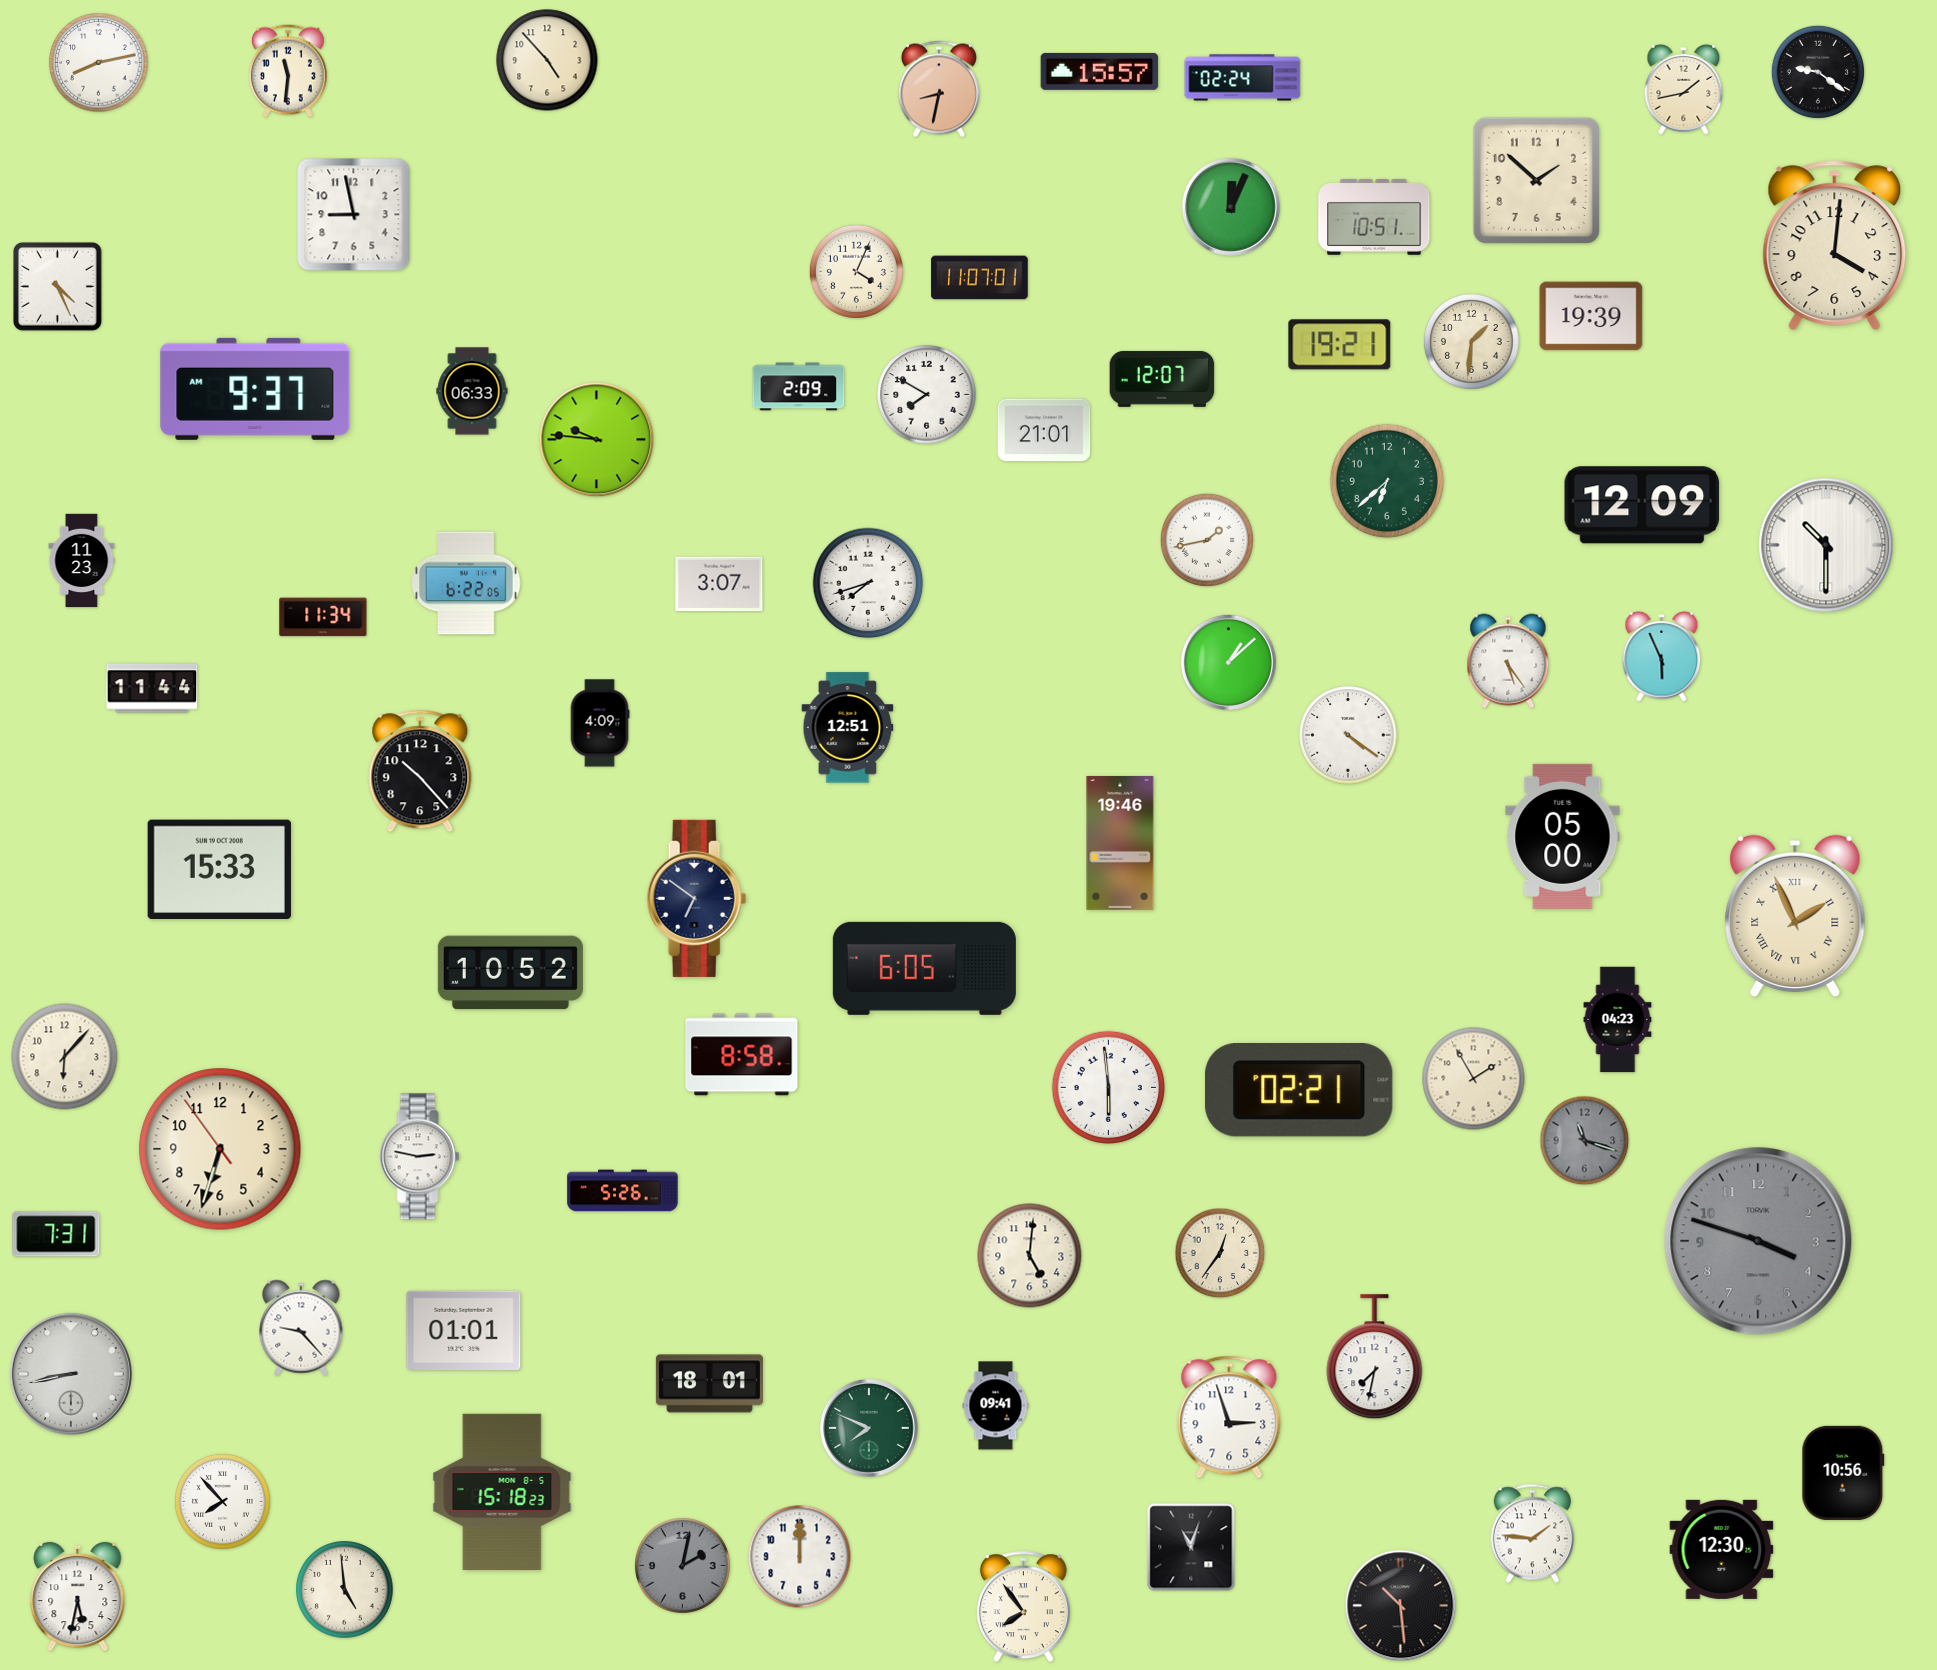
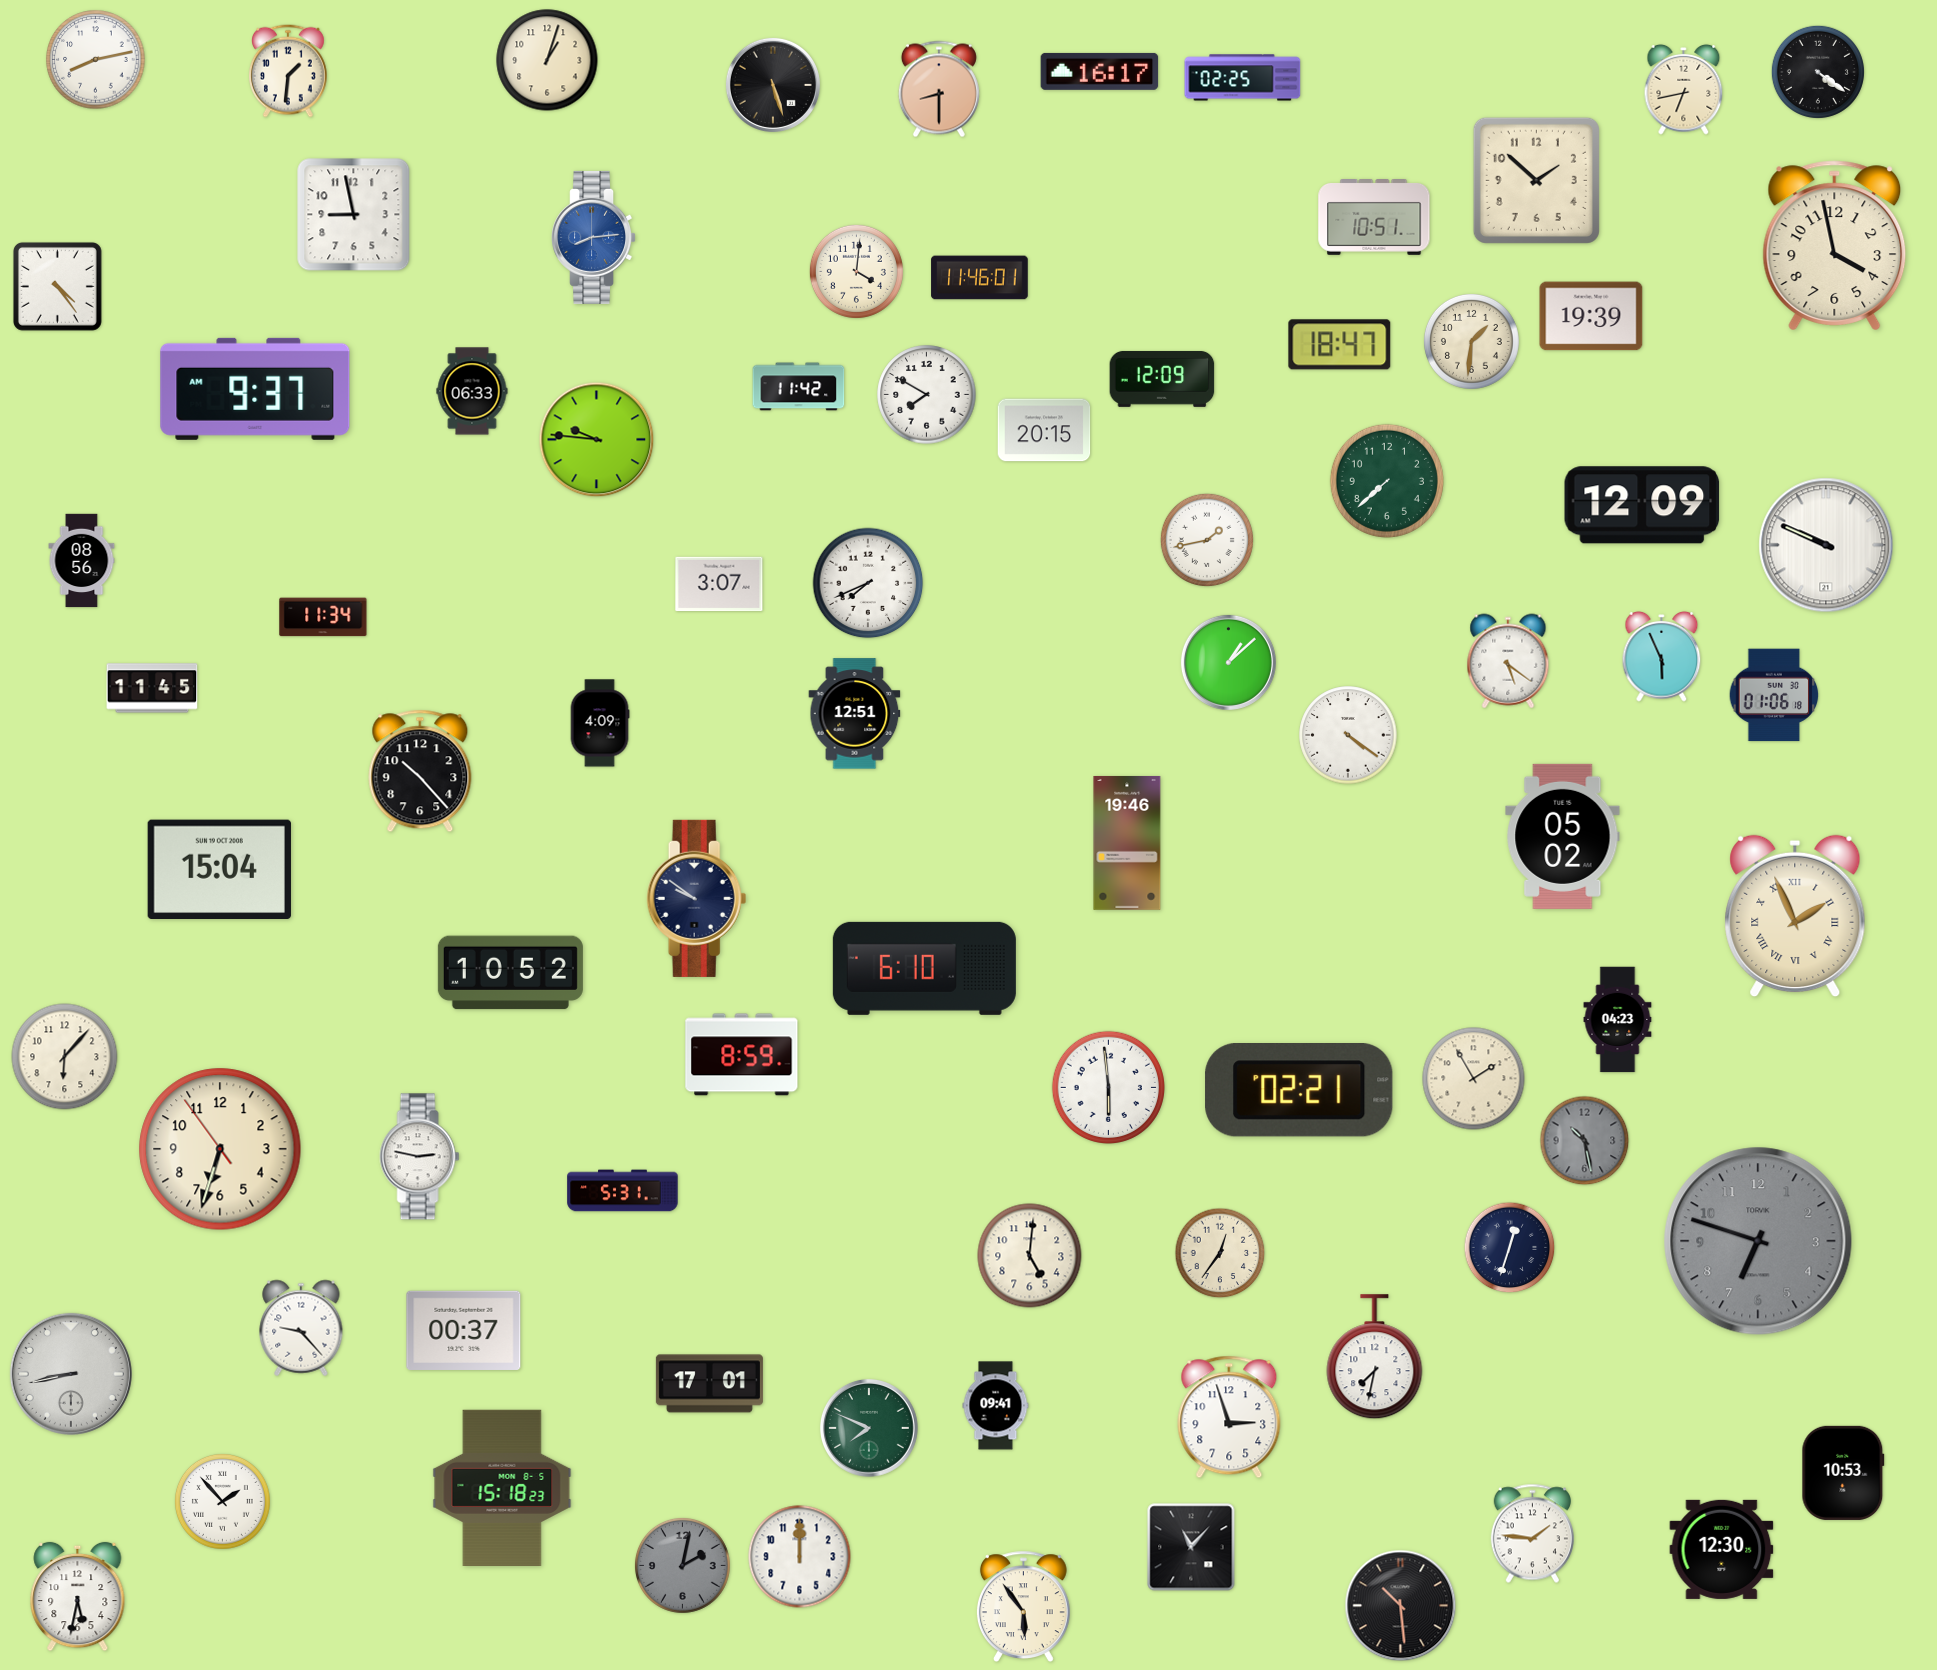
clock at (547, 60): 4:53 -> 1:03
clock at (99, 63) position: (99, 63) -> (96, 60)
clock at (289, 71): 11:31 -> 1:31
clock at (1100, 71): 15:57 -> 16:17
clock at (1818, 72): 9:21 -> 4:21
clock at (1243, 78): 02:24 -> 02:25
clock at (773, 85): none -> 5:27
clock at (939, 89): 8:32 -> 8:30
clock at (1684, 89): 1:43 -> 6:43
clock at (1231, 207): 12:04 -> none
clock at (594, 237): none -> 8:14
clock at (1835, 246): 4:01 -> 3:58
clock at (856, 271): 4:04 -> 4:01
clock at (980, 278): 11:07 -> 11:46
clock at (57, 286): 4:26 -> 4:24
clock at (1340, 345): 19:21 -> 18:47
clock at (1162, 379): 12:07 -> 12:09
clock at (799, 387): 2:09 -> 11:42
clock at (1044, 430): 21:01 -> 20:15
clock at (1387, 481): 6:38 -> 7:38
clock at (1826, 545): 10:30 -> 9:49
clock at (82, 561): 11:23 -> 08:56
clock at (466, 583): 6:22 -> none
clock at (868, 583): 7:42 -> 7:41
clock at (1508, 661): 5:24 -> 5:21
clock at (152, 688): 11:44 -> 11:45
clock at (1774, 695): none -> 01:06
clock at (848, 728) position: (848, 728) -> (855, 714)
clock at (1563, 836): 05:00 -> 05:02
clock at (1120, 843) position: (1120, 843) -> (1127, 843)
clock at (219, 870): 15:33 -> 15:04
clock at (697, 898): 6:51 -> 9:51
clock at (924, 968): 6:05 -> 6:10
clock at (742, 1055): 8:58 -> 8:59
clock at (1585, 1141): 11:18 -> 10:28
clock at (623, 1191): 5:26 -> 5:31
clock at (56, 1234): 7:31 -> none
clock at (1758, 1241): 3:48 -> 6:48
clock at (1510, 1248): none -> 12:33
clock at (464, 1330): 01:01 -> 00:37
clock at (709, 1384): 18:01 -> 17:01
clock at (1843, 1473): 10:56 -> 10:53
clock at (502, 1491) position: (502, 1491) -> (502, 1487)
clock at (222, 1501): 7:53 -> 1:53
clock at (1191, 1547): 11:03 -> 11:07
clock at (345, 1590): 4:59 -> none
clock at (1023, 1606): 7:54 -> 5:54
